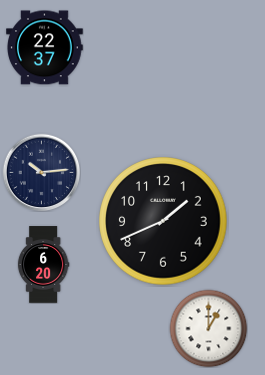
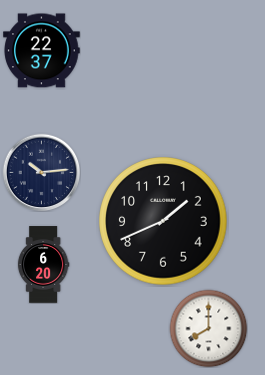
clock at (45, 48) position: (45, 48) -> (42, 51)
clock at (208, 328): 1:00 -> 8:00
